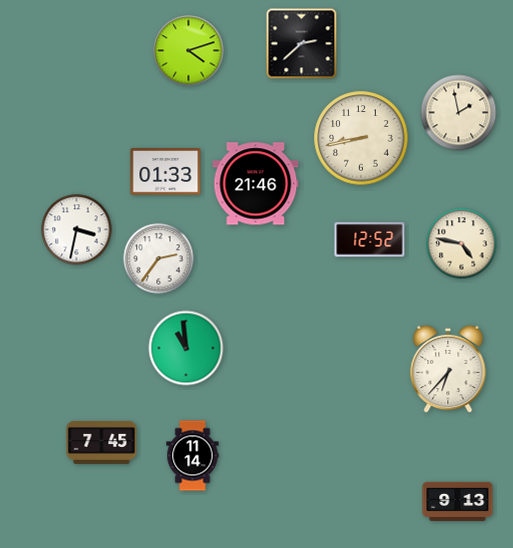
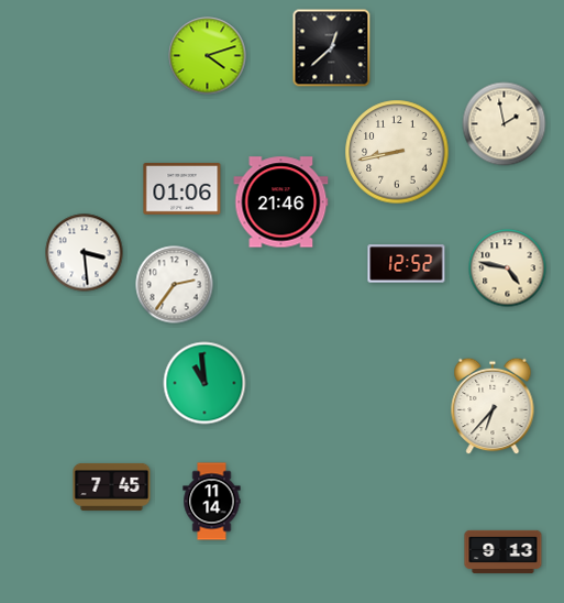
clock at (302, 44): 2:38 -> 12:38
clock at (166, 172): 01:33 -> 01:06
clock at (77, 230): 3:32 -> 3:29
